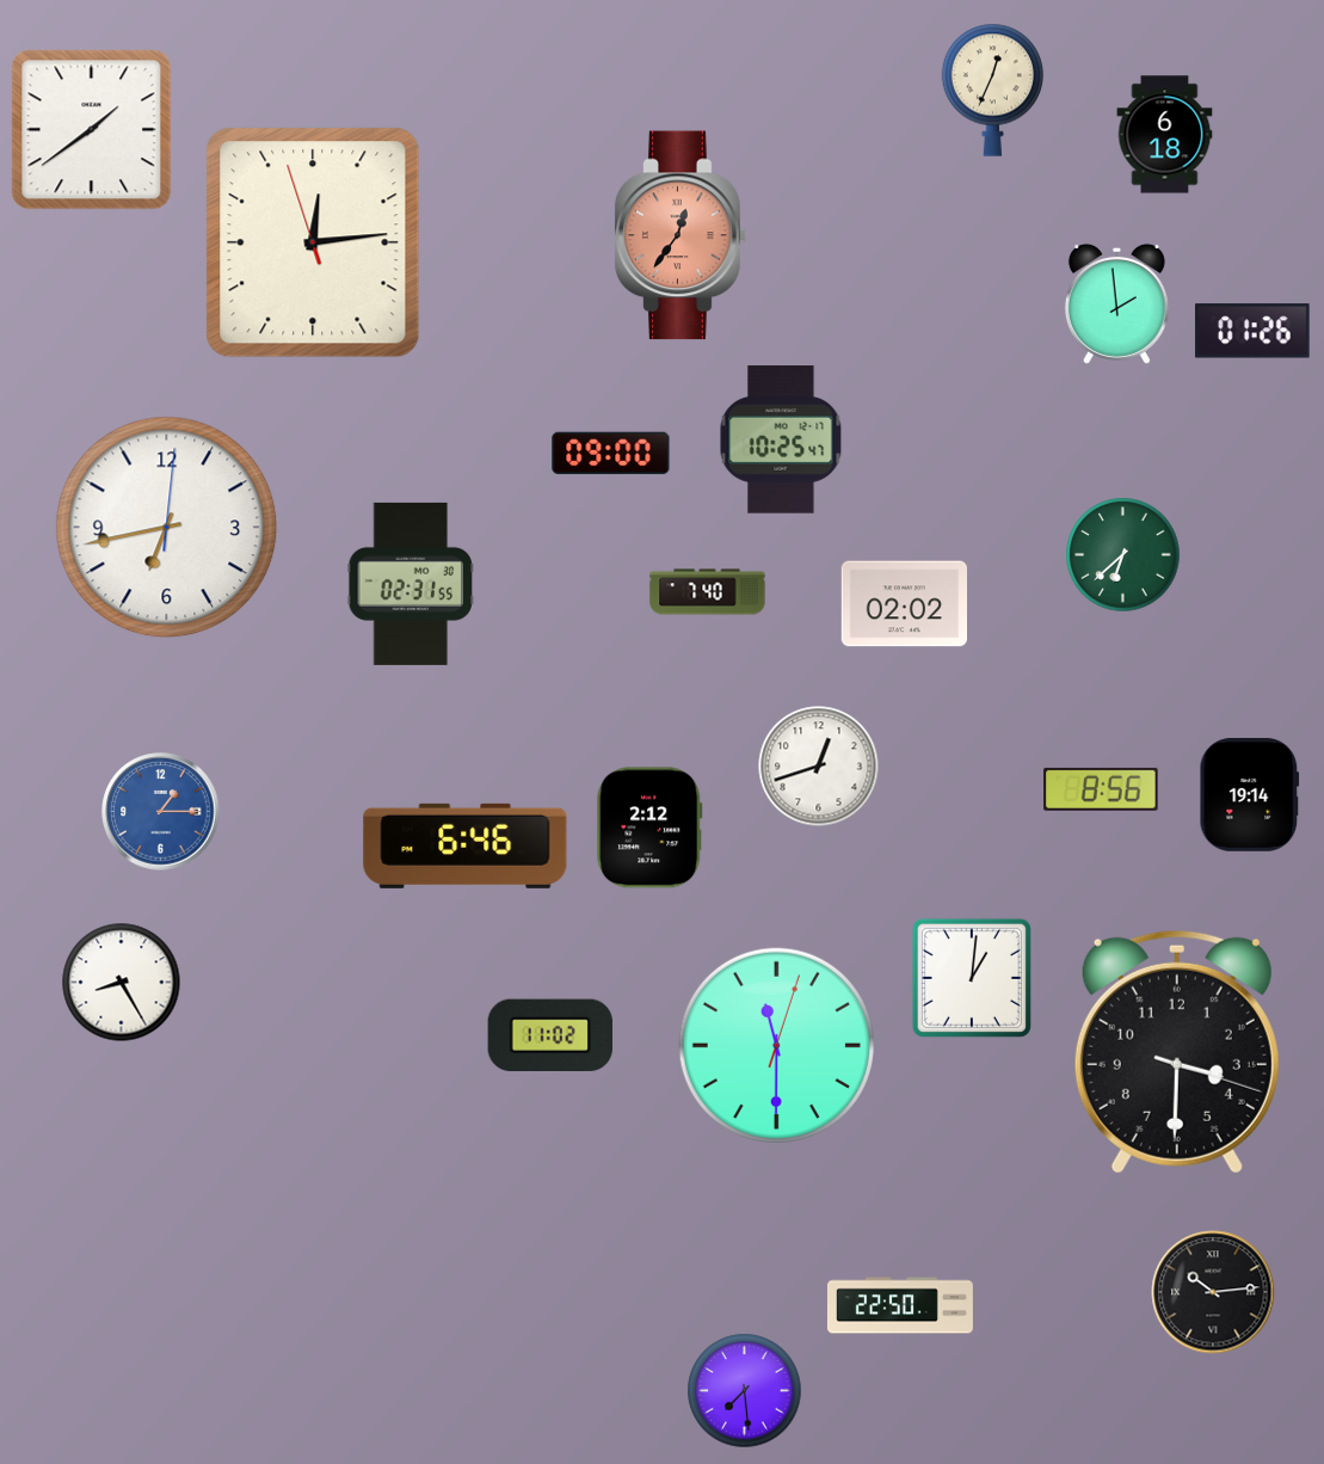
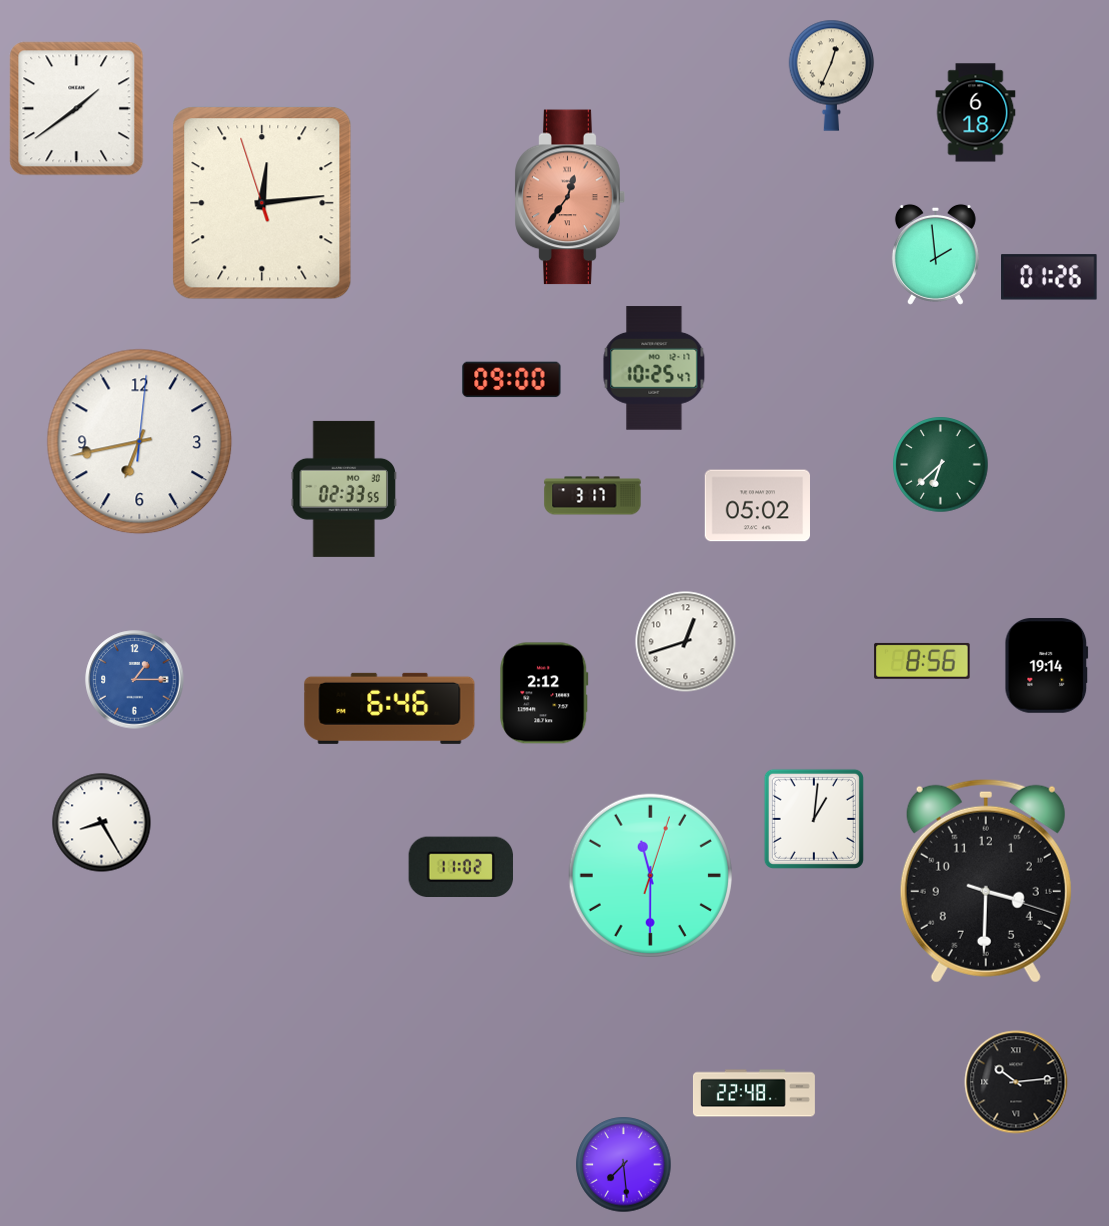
clock at (411, 584): 02:31 -> 02:33
clock at (708, 592): 7:40 -> 3:17
clock at (905, 604): 02:02 -> 05:02
clock at (900, 1305): 22:50 -> 22:48
